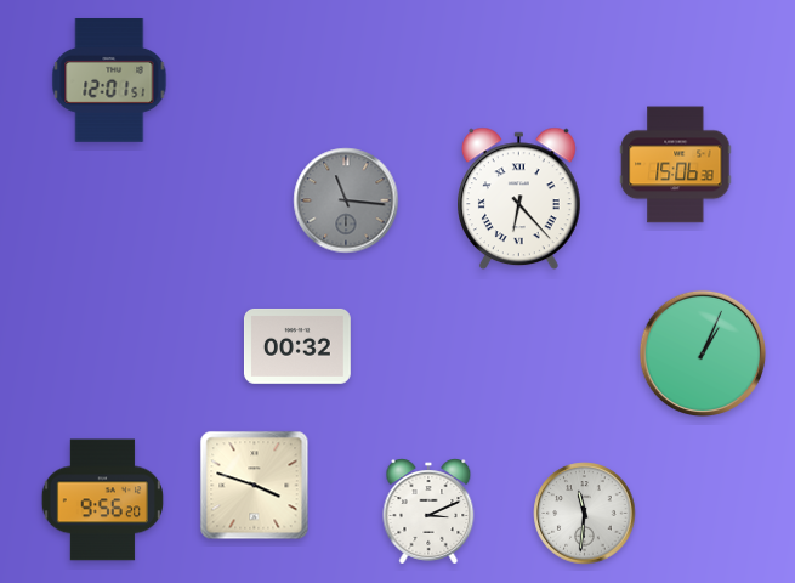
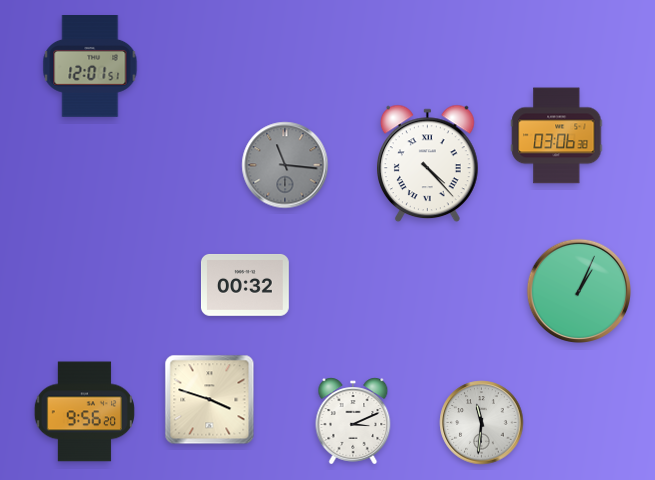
clock at (676, 165): 15:06 -> 03:06
clock at (519, 199): 6:23 -> 4:23
